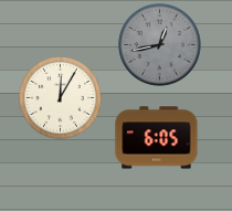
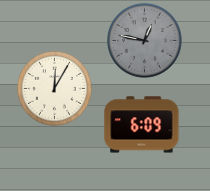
clock at (159, 44): 12:43 -> 12:47
clock at (157, 138): 6:05 -> 6:09
